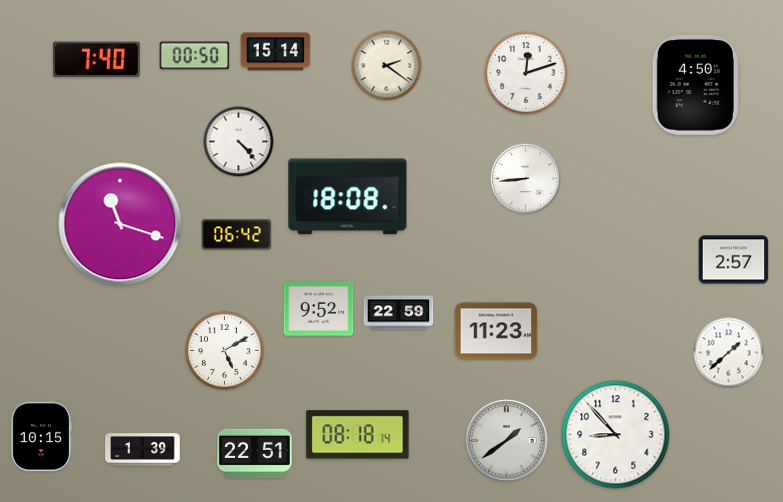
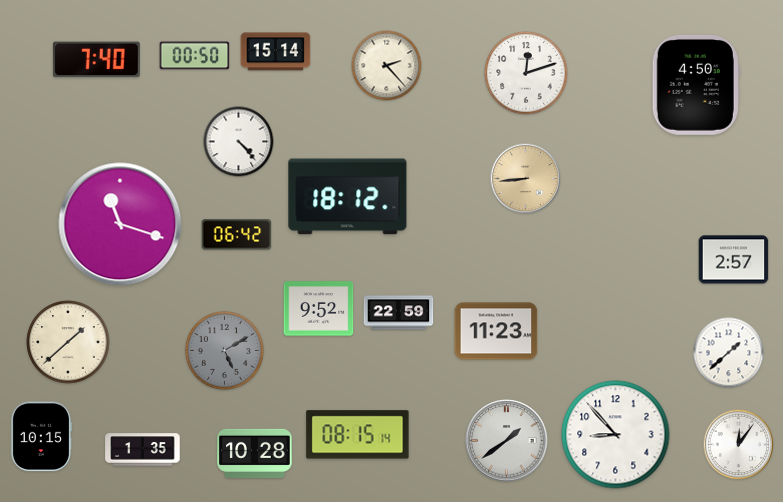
clock at (387, 66): 2:21 -> 2:23
clock at (526, 179) dial: white -> champagne
clock at (348, 197): 18:08 -> 18:12
clock at (68, 342): none -> 1:38
clock at (224, 350) dial: white -> grey
clock at (358, 435): 08:18 -> 08:15
clock at (739, 445): none -> 12:06
clock at (143, 450): 1:39 -> 1:35
clock at (255, 453): 22:51 -> 10:28
